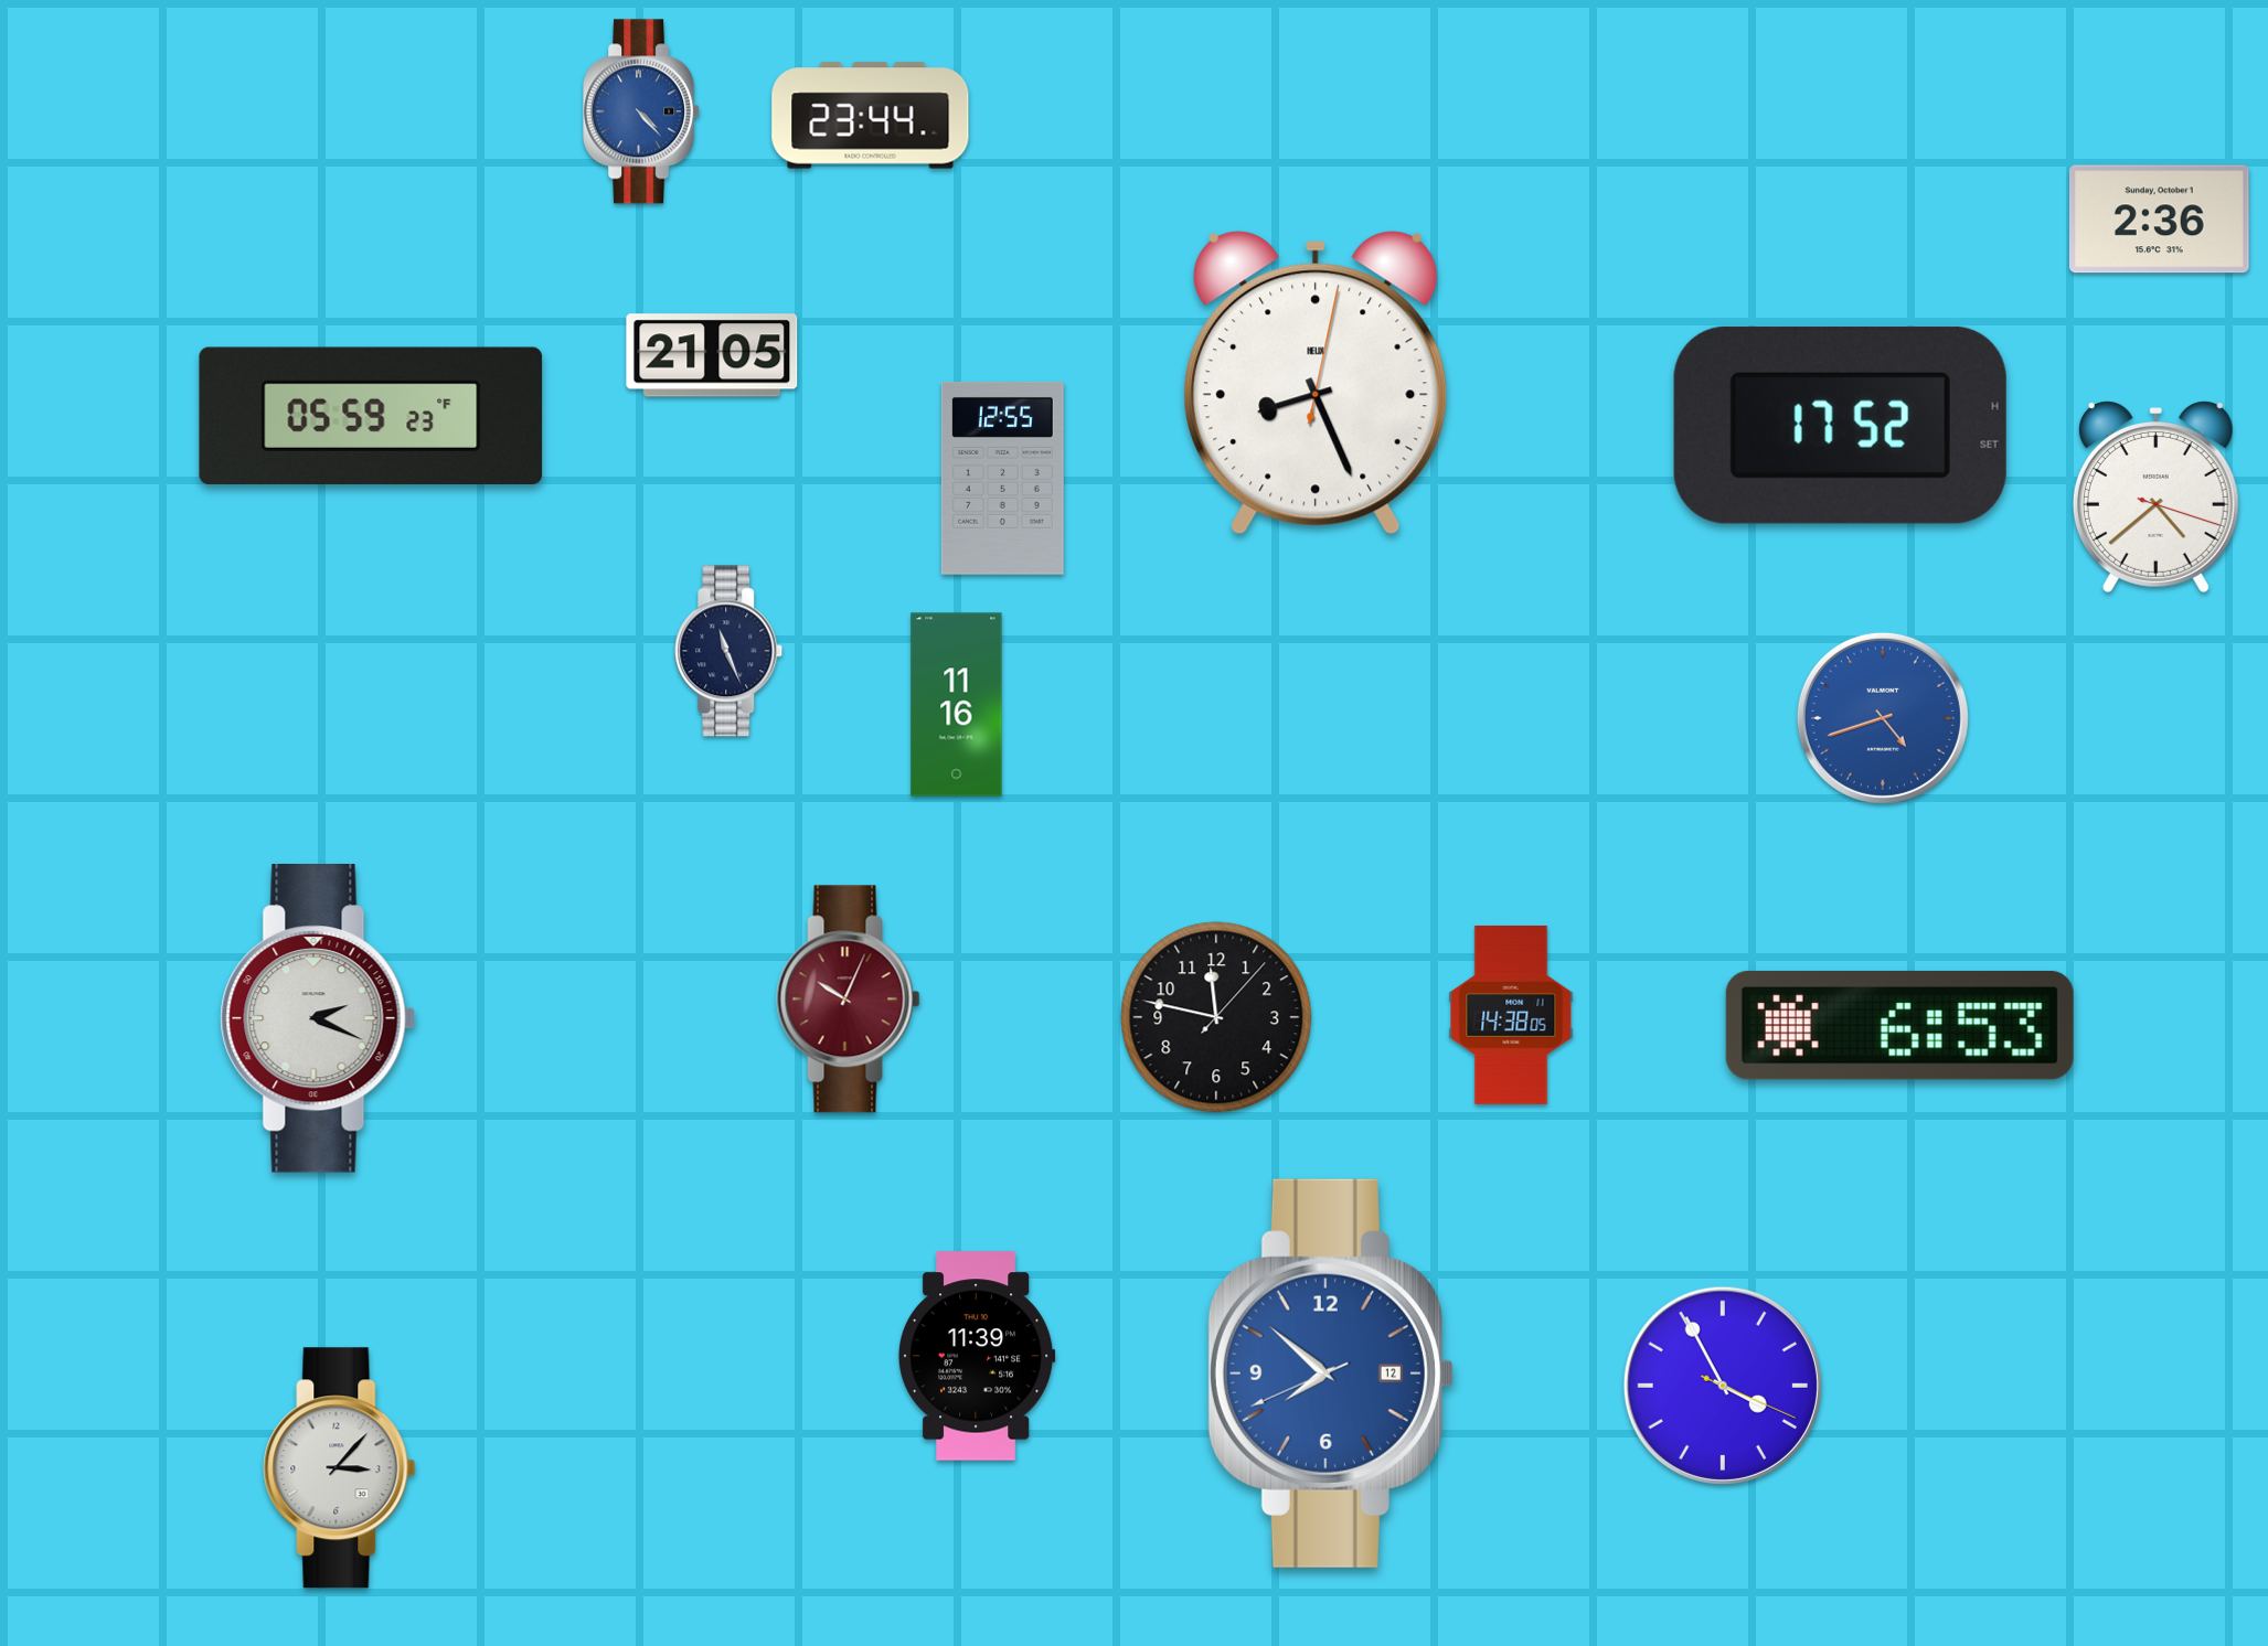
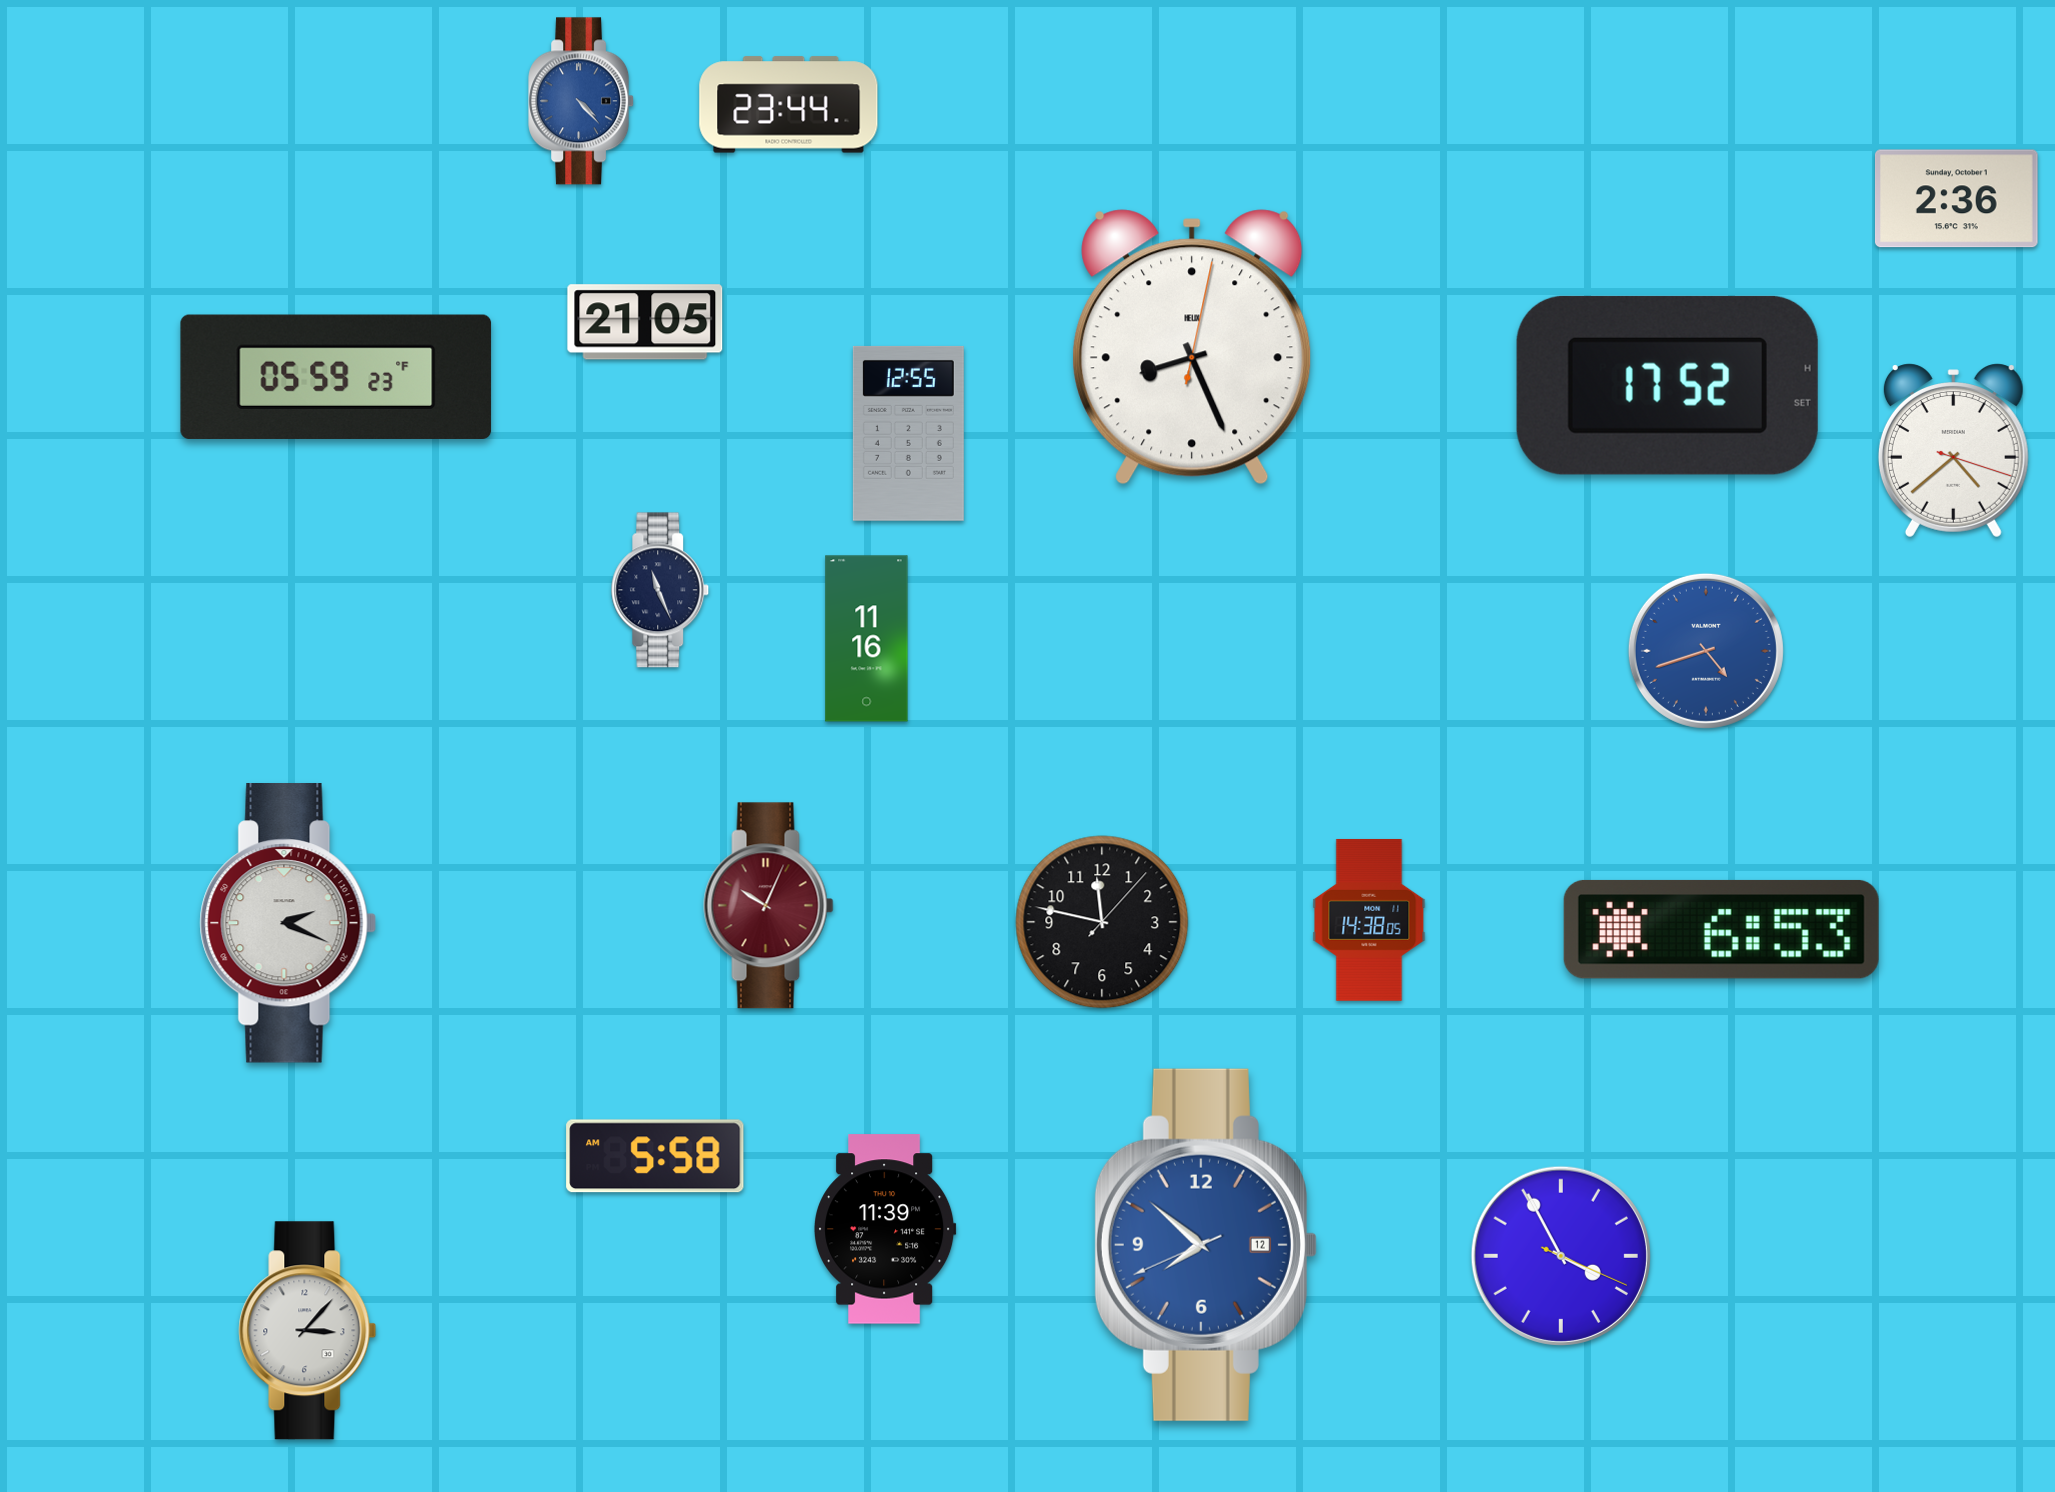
clock at (655, 1156): none -> 5:58
